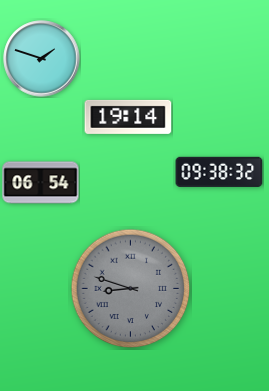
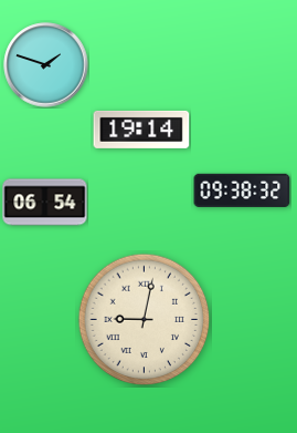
clock at (131, 289): 8:48 -> 9:02
clock at (131, 289) dial: grey -> cream
